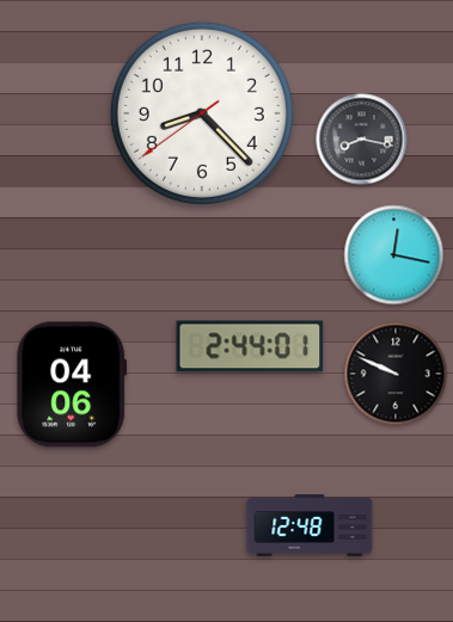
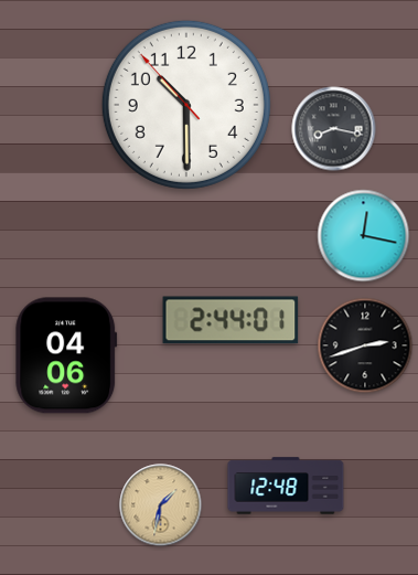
clock at (202, 113): 8:22 -> 10:29
clock at (396, 374): 9:49 -> 2:42
clock at (161, 505): none -> 1:32
